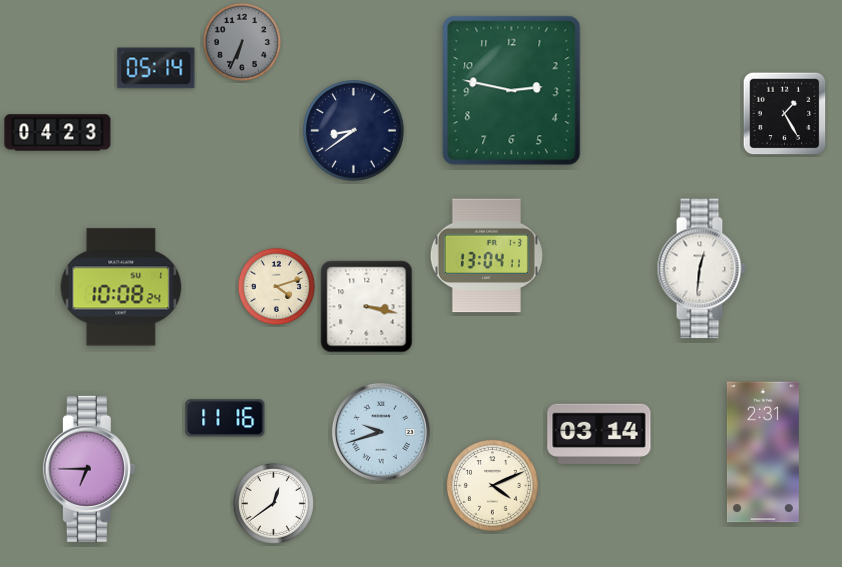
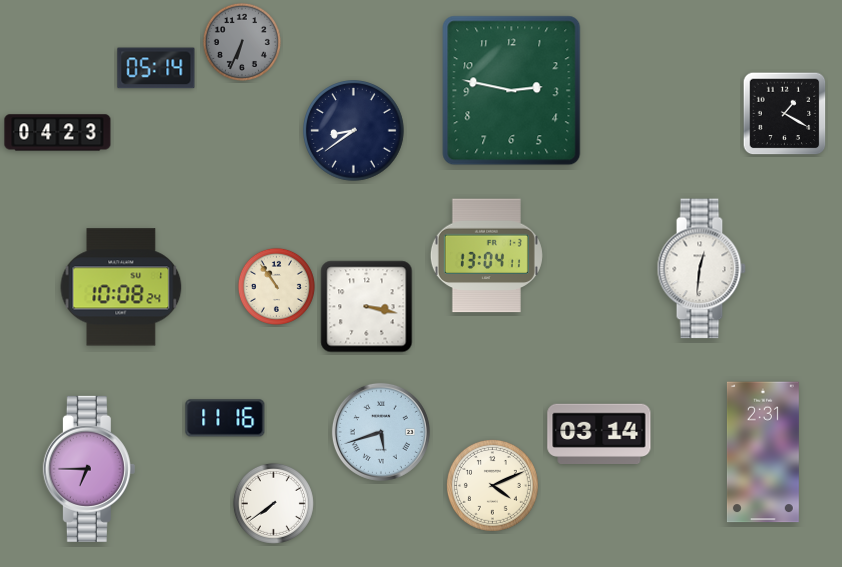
clock at (785, 114): 1:25 -> 1:20
clock at (276, 286): 4:12 -> 10:54
clock at (381, 432): 9:42 -> 5:42
clock at (273, 503): 12:39 -> 7:39
